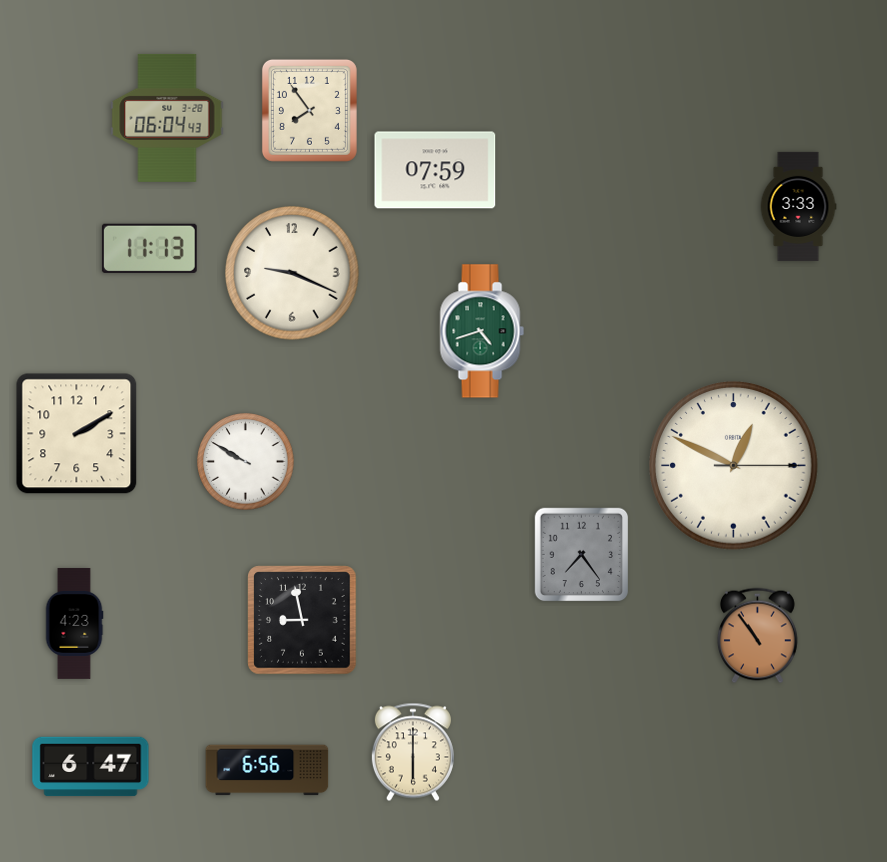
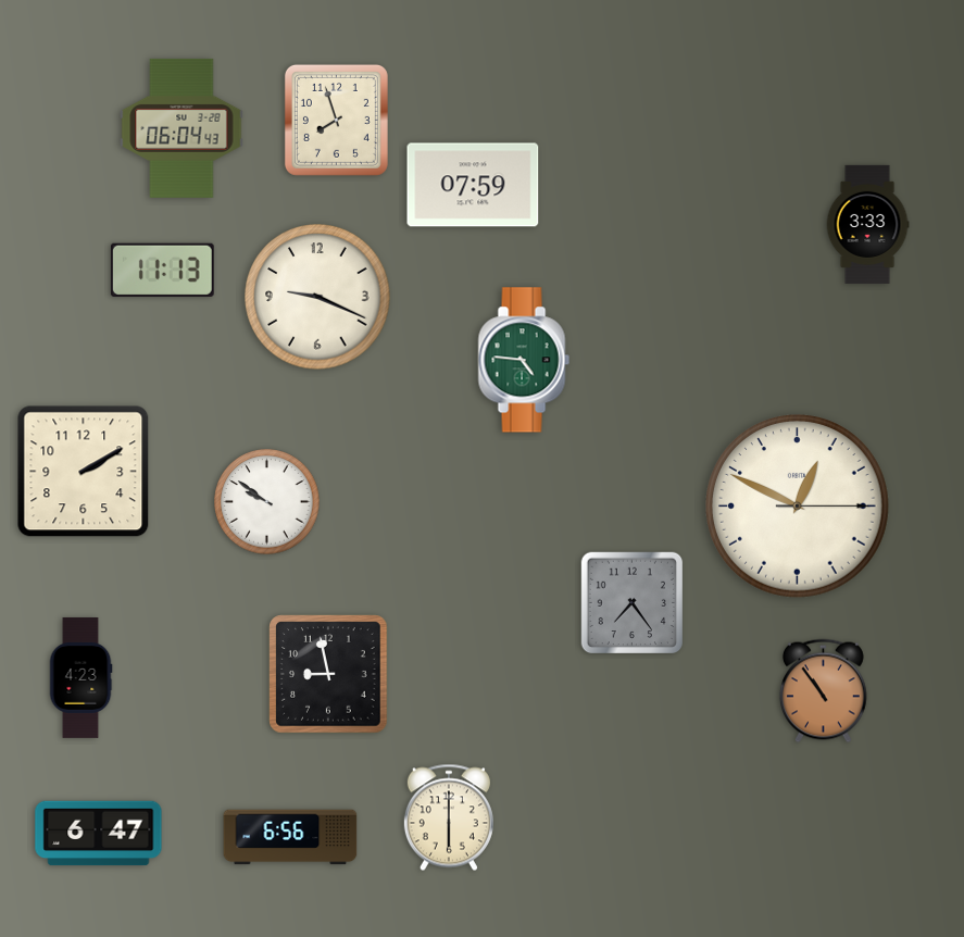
clock at (309, 110): 7:54 -> 7:57
clock at (482, 331): 4:42 -> 4:46
clock at (246, 462): 9:50 -> 9:51
